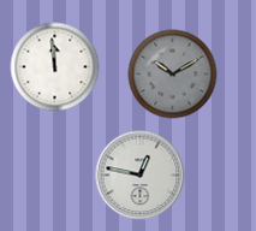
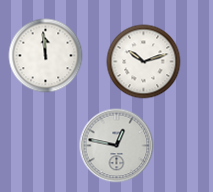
clock at (173, 75): 10:10 -> 10:12
clock at (173, 75) dial: grey -> white
